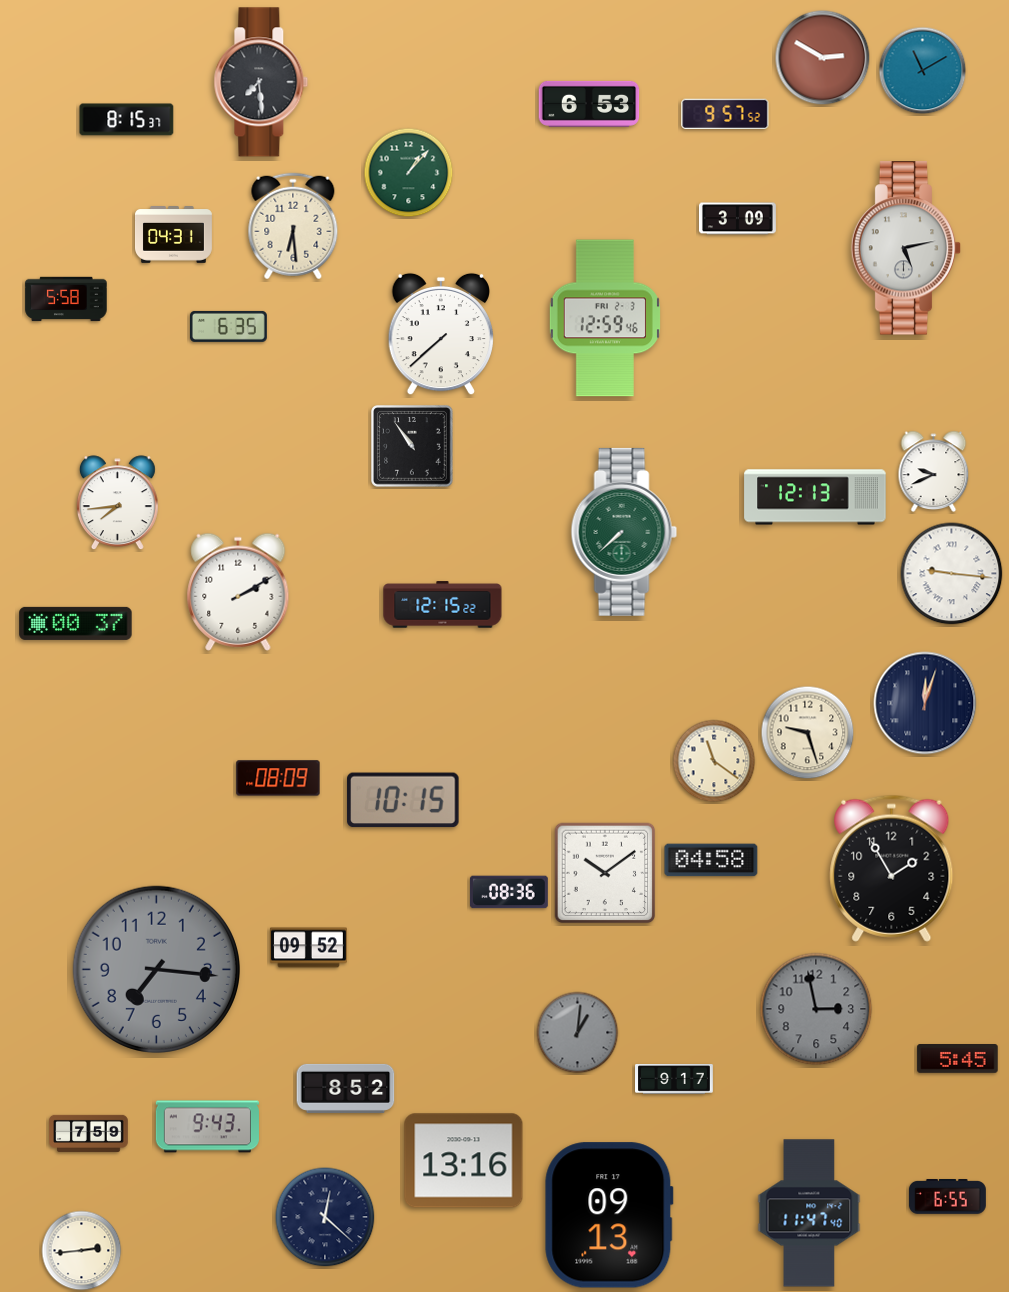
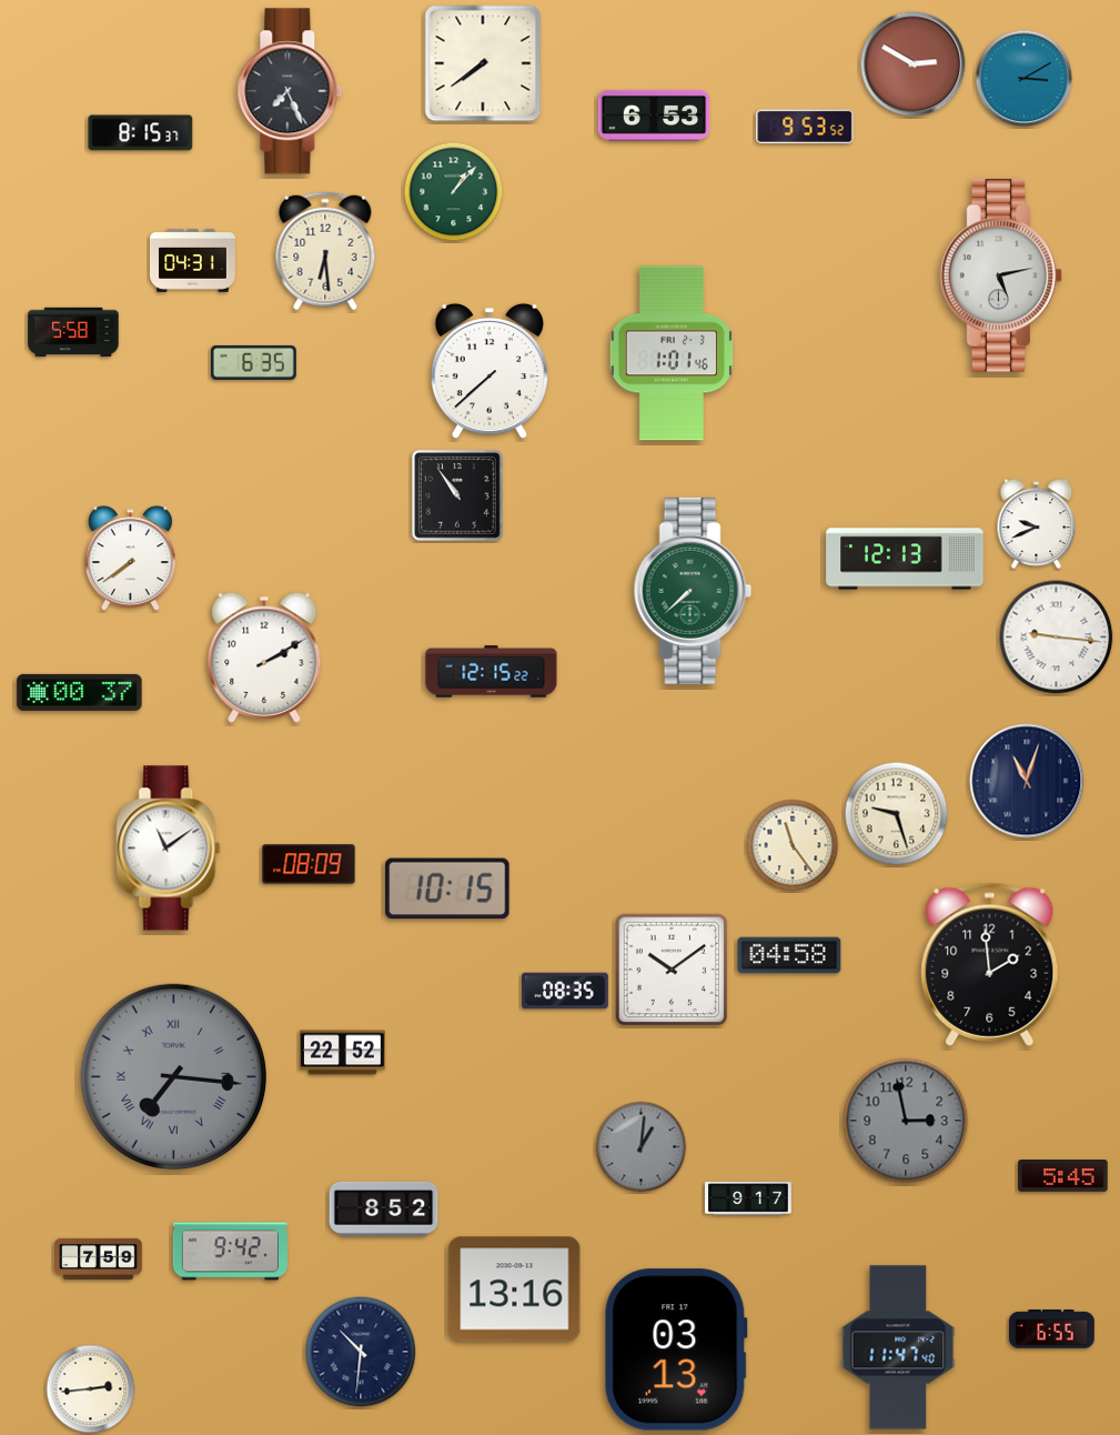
clock at (483, 63): none -> 7:39
clock at (923, 71): 11:10 -> 3:10
clock at (261, 82): 7:29 -> 7:26
clock at (725, 113): 9:57 -> 9:53
clock at (737, 219): 3:09 -> none
clock at (906, 248) position: (906, 248) -> (1001, 275)
clock at (605, 318): 12:59 -> 1:01
clock at (815, 497) position: (815, 497) -> (905, 559)
clock at (117, 503): 7:44 -> 7:39
clock at (76, 623) position: (76, 623) -> (80, 692)
clock at (925, 703): 12:03 -> 11:03
clock at (714, 761): 11:21 -> 11:24
clock at (169, 849): none -> 11:09
clock at (892, 868): 1:55 -> 1:59
clock at (509, 892): 08:36 -> 08:35
clock at (308, 948): 09:52 -> 22:52
clock at (156, 969) numerals: Arabic -> Roman
clock at (207, 1127): 9:43 -> 9:42
clock at (609, 1215): 09:13 -> 03:13
clock at (325, 1217): 12:22 -> 10:31
